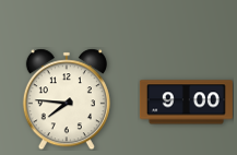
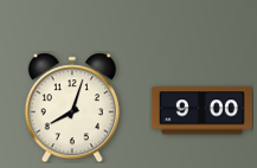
clock at (67, 99): 7:46 -> 8:03
